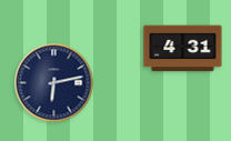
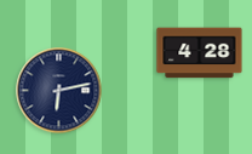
clock at (183, 49): 4:31 -> 4:28
